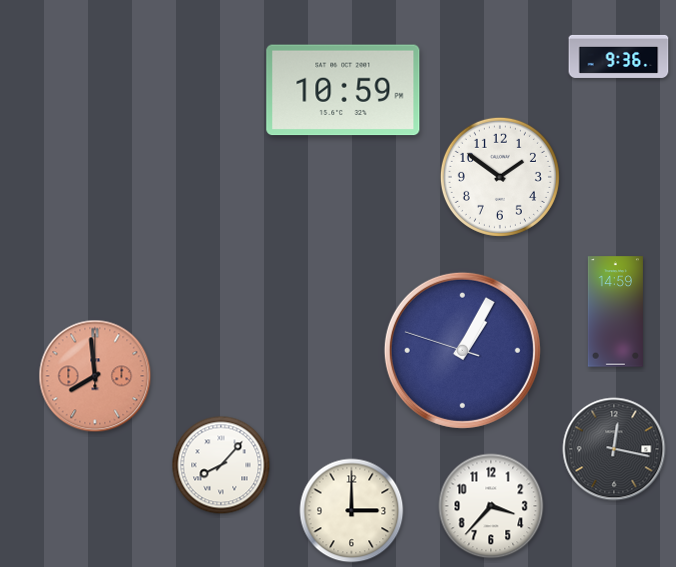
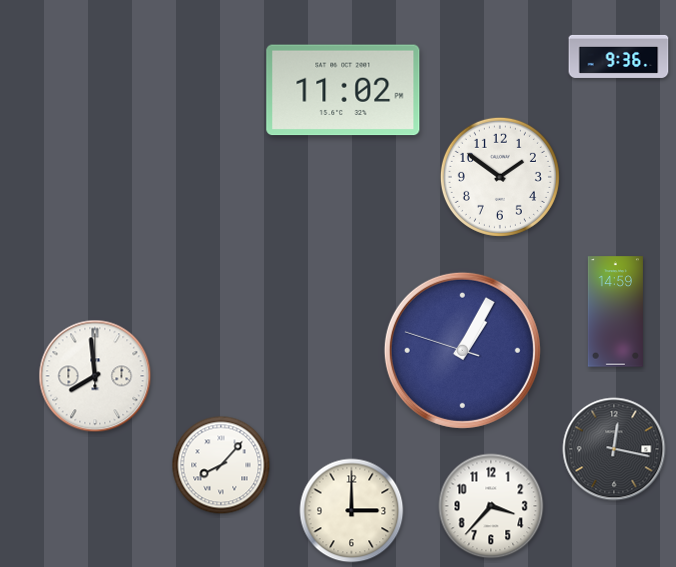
clock at (343, 90): 10:59 -> 11:02
clock at (95, 376) dial: salmon -> white
